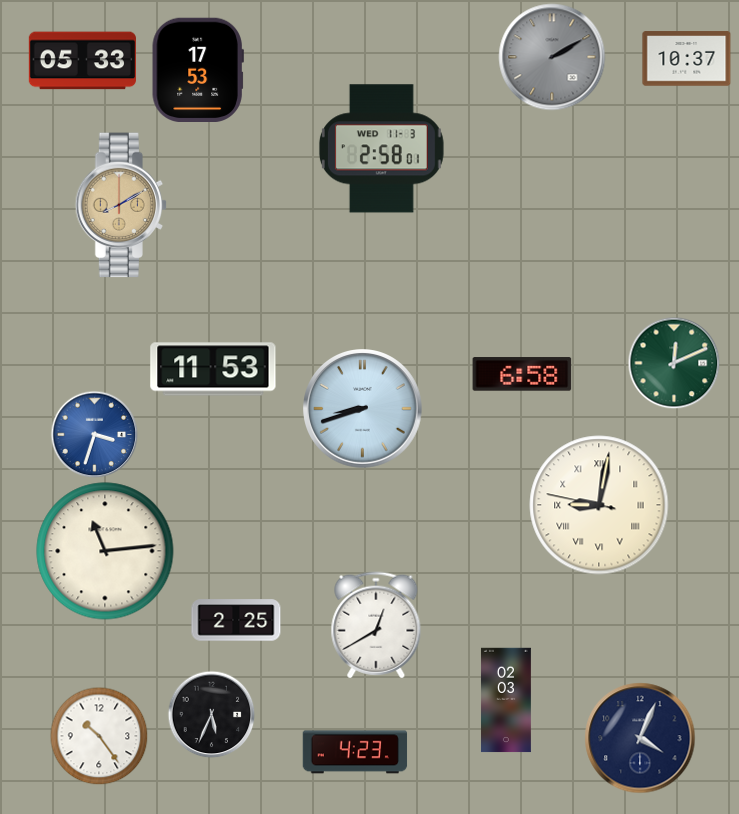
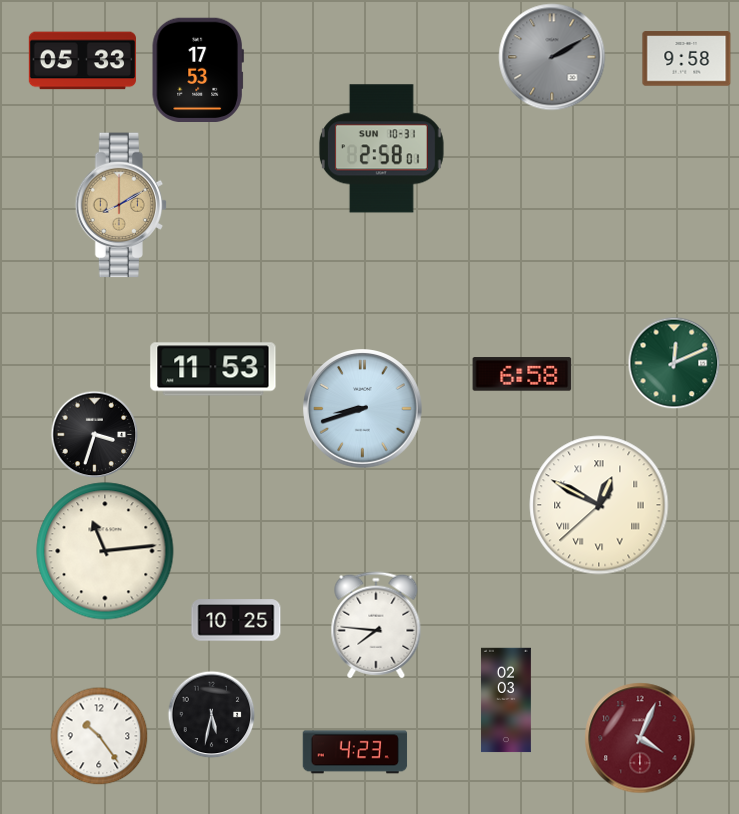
clock at (687, 59): 10:37 -> 9:58
clock at (381, 149) date: WED 11-3 -> SUN 10-31
clock at (94, 434) dial: blue -> black
clock at (599, 505): 9:01 -> 12:49
clock at (236, 620): 2:25 -> 10:25
clock at (376, 625): 12:40 -> 7:46
clock at (211, 714): 5:34 -> 5:32
clock at (640, 738) dial: navy -> burgundy
